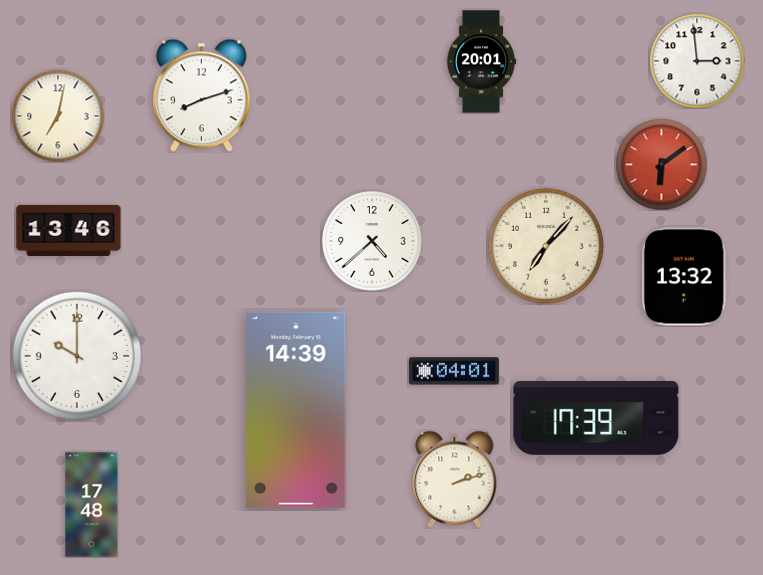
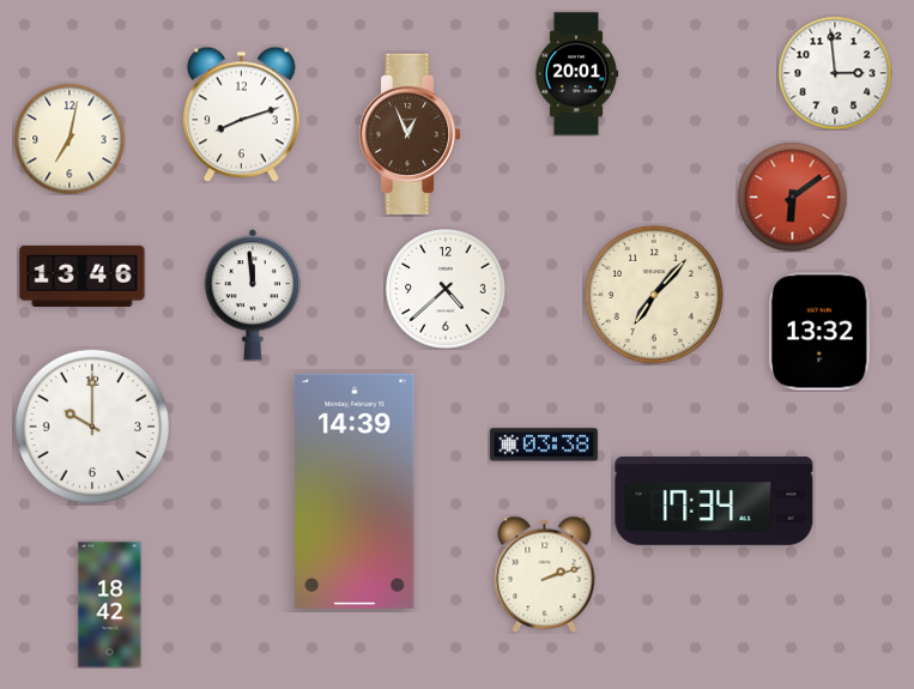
clock at (411, 134): none -> 12:56
clock at (253, 295): none -> 11:59
clock at (454, 371): 04:01 -> 03:38
clock at (596, 418): 17:39 -> 17:34
clock at (92, 505): 17:48 -> 18:42
